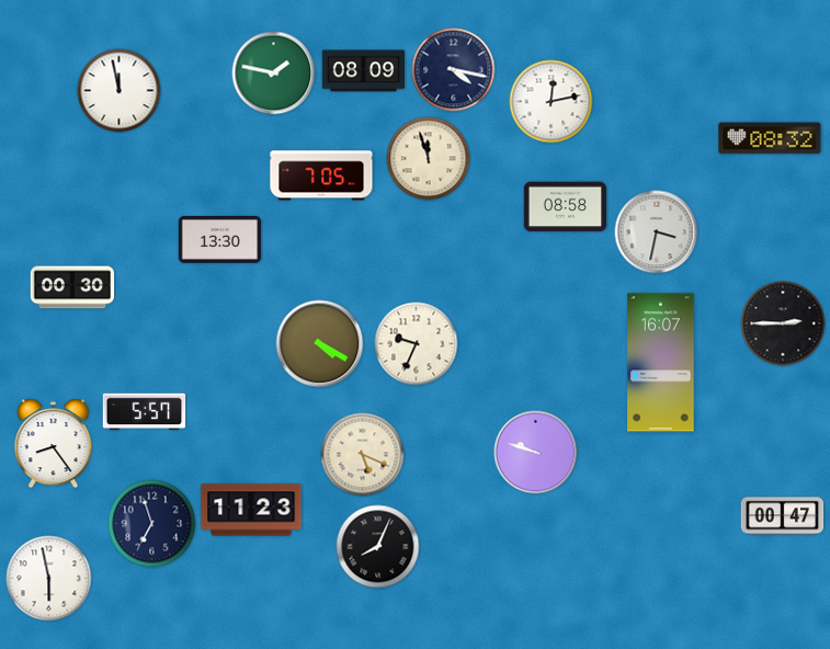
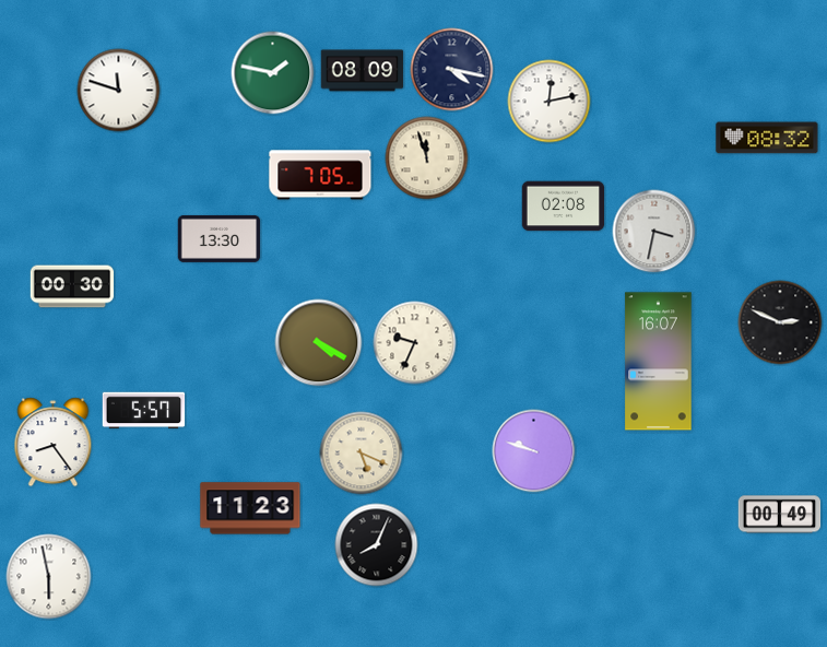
clock at (120, 91): 11:58 -> 11:48
clock at (566, 207): 08:58 -> 02:08
clock at (783, 323): 2:45 -> 2:49
clock at (783, 516): 00:47 -> 00:49
clock at (152, 524): 6:57 -> none
